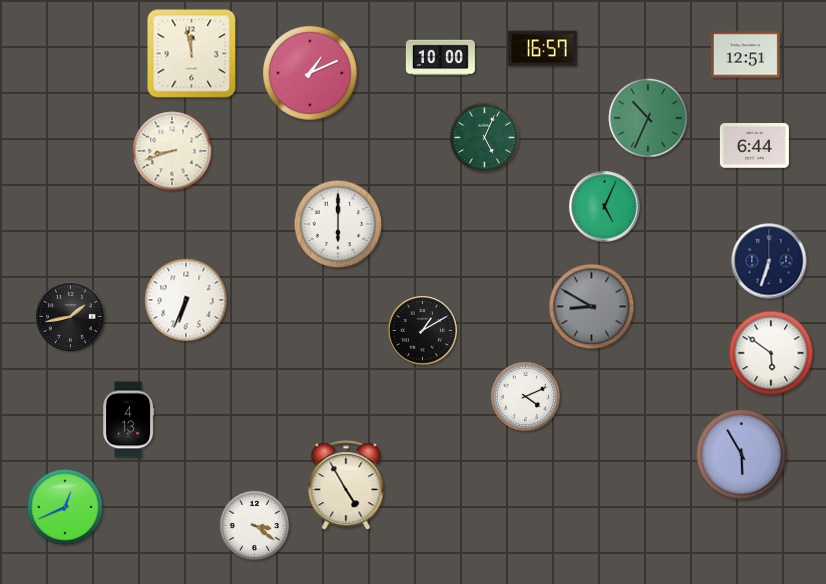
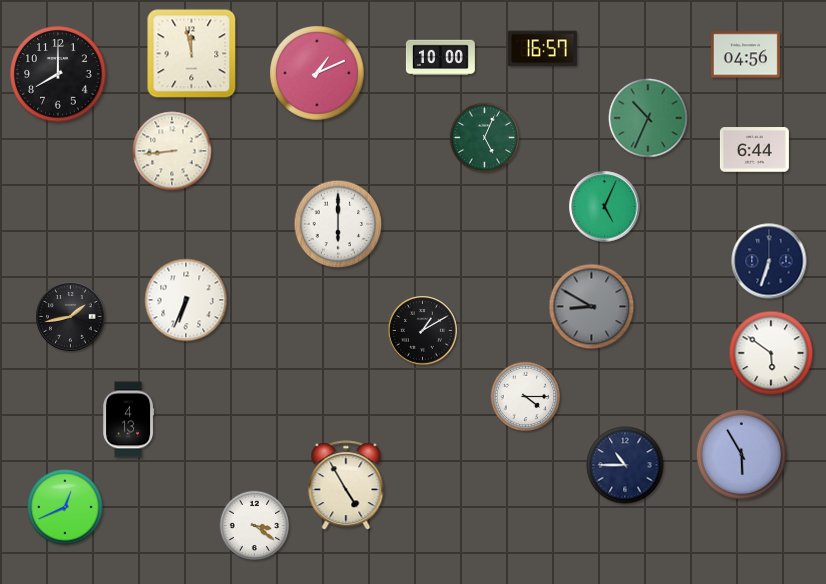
clock at (745, 55): 12:51 -> 04:56
clock at (310, 73) position: (310, 73) -> (317, 73)
clock at (58, 74): none -> 8:00
clock at (754, 146) position: (754, 146) -> (754, 150)
clock at (172, 151): 8:42 -> 8:44
clock at (526, 397): 4:11 -> 4:15
clock at (625, 465): none -> 10:45
